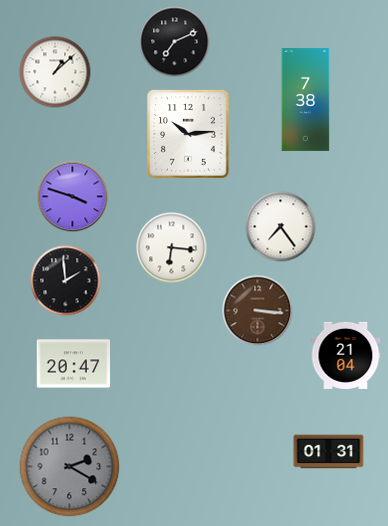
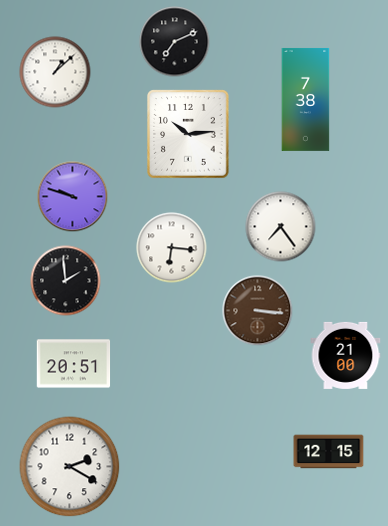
clock at (73, 197): 3:48 -> 9:48
clock at (346, 355): 21:04 -> 21:00
clock at (74, 364): 20:47 -> 20:51
clock at (329, 452): 01:31 -> 12:15
clock at (70, 467) dial: grey -> white
